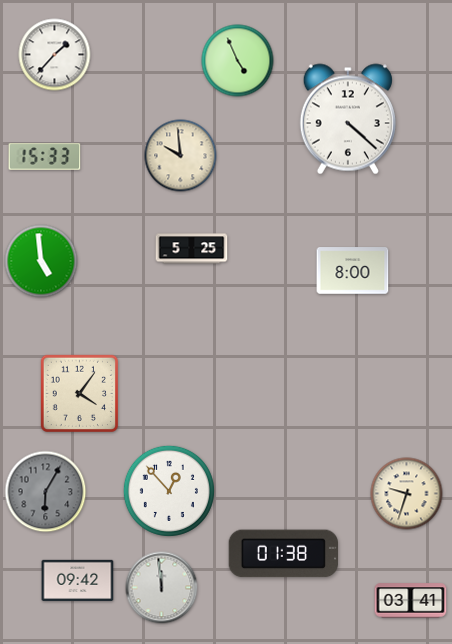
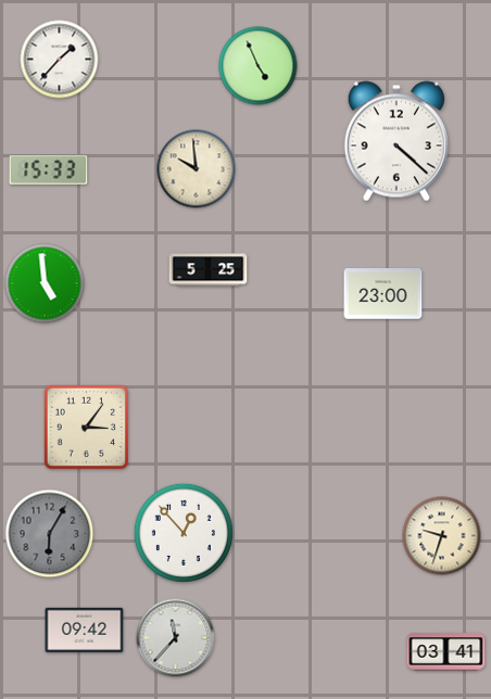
clock at (348, 119) position: (348, 119) -> (396, 141)
clock at (353, 271): 8:00 -> 23:00
clock at (79, 393): 4:06 -> 3:06
clock at (283, 554): 01:38 -> none
clock at (162, 588): 11:59 -> 11:37
